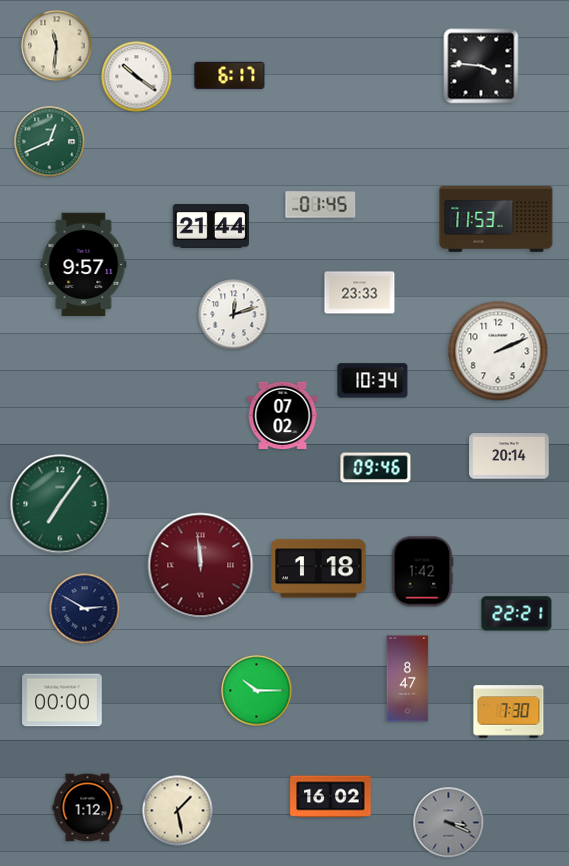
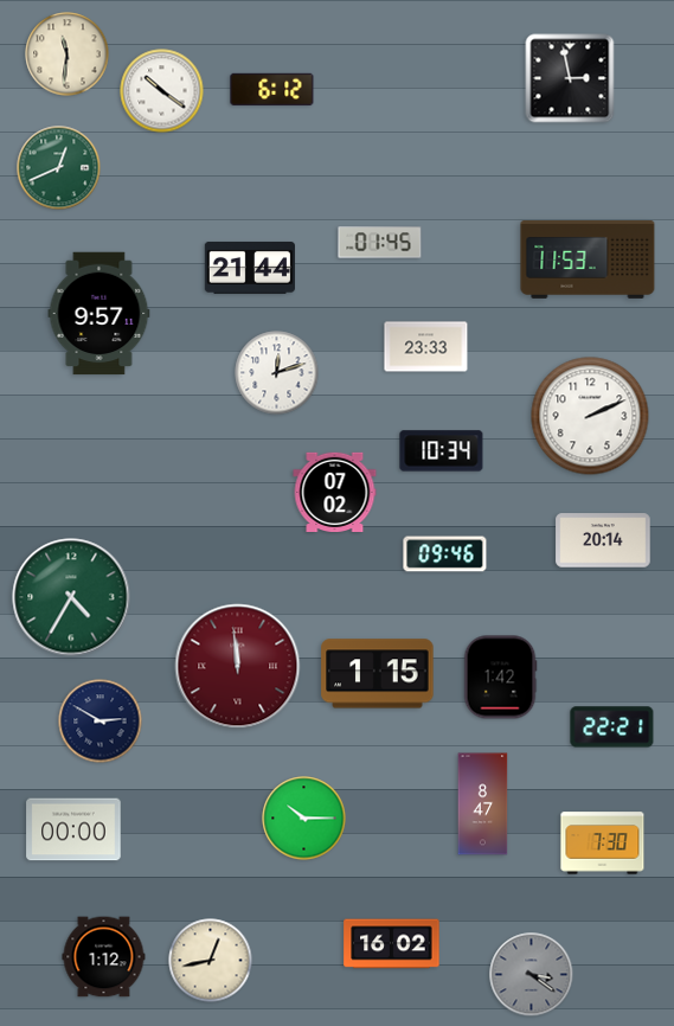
clock at (481, 66): 3:46 -> 2:58
clock at (230, 75): 6:17 -> 6:12
clock at (60, 504): 7:06 -> 4:35
clock at (201, 566) position: (201, 566) -> (238, 667)
clock at (319, 569): 1:18 -> 1:15
clock at (178, 811): 1:28 -> 12:43
clock at (449, 823): 3:19 -> 3:21
